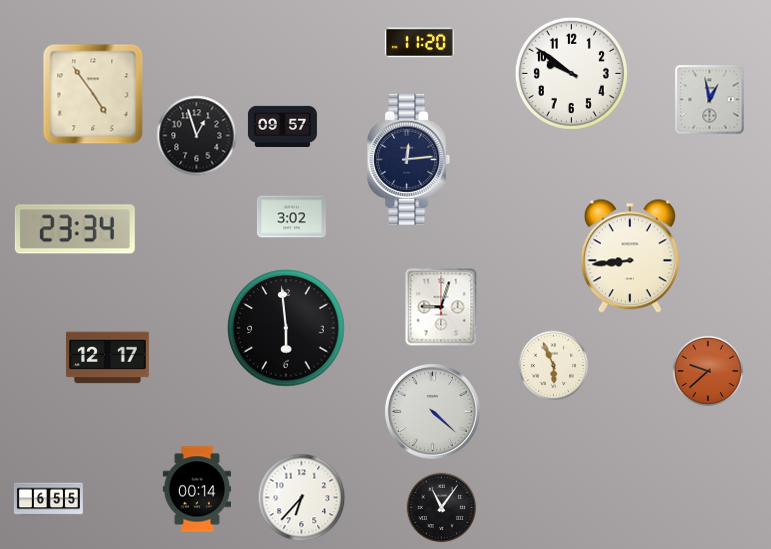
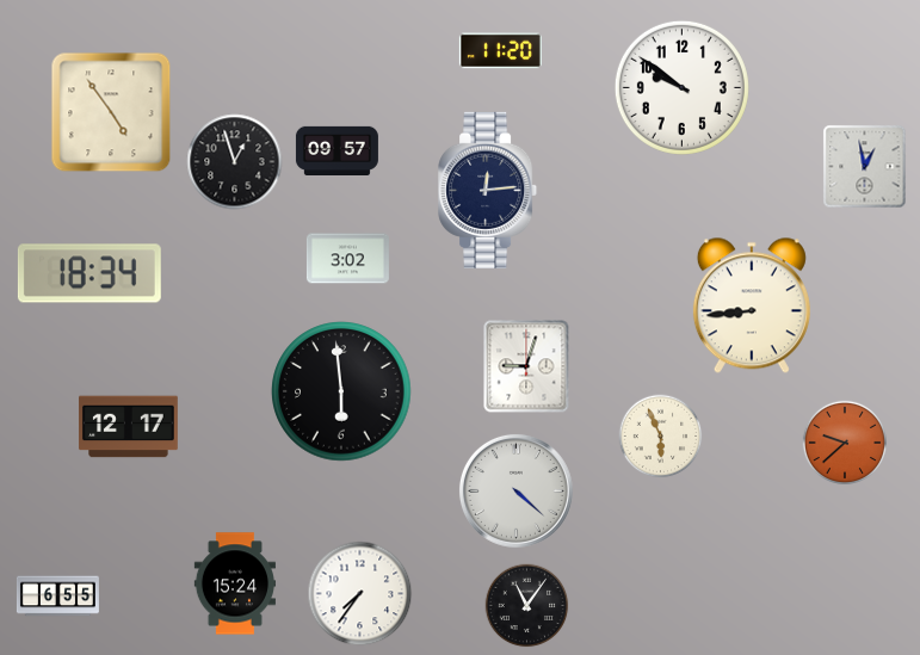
clock at (710, 100) position: (710, 100) -> (865, 167)
clock at (75, 229): 23:34 -> 18:34
clock at (197, 489): 00:14 -> 15:24
clock at (302, 498): 6:37 -> 7:36
